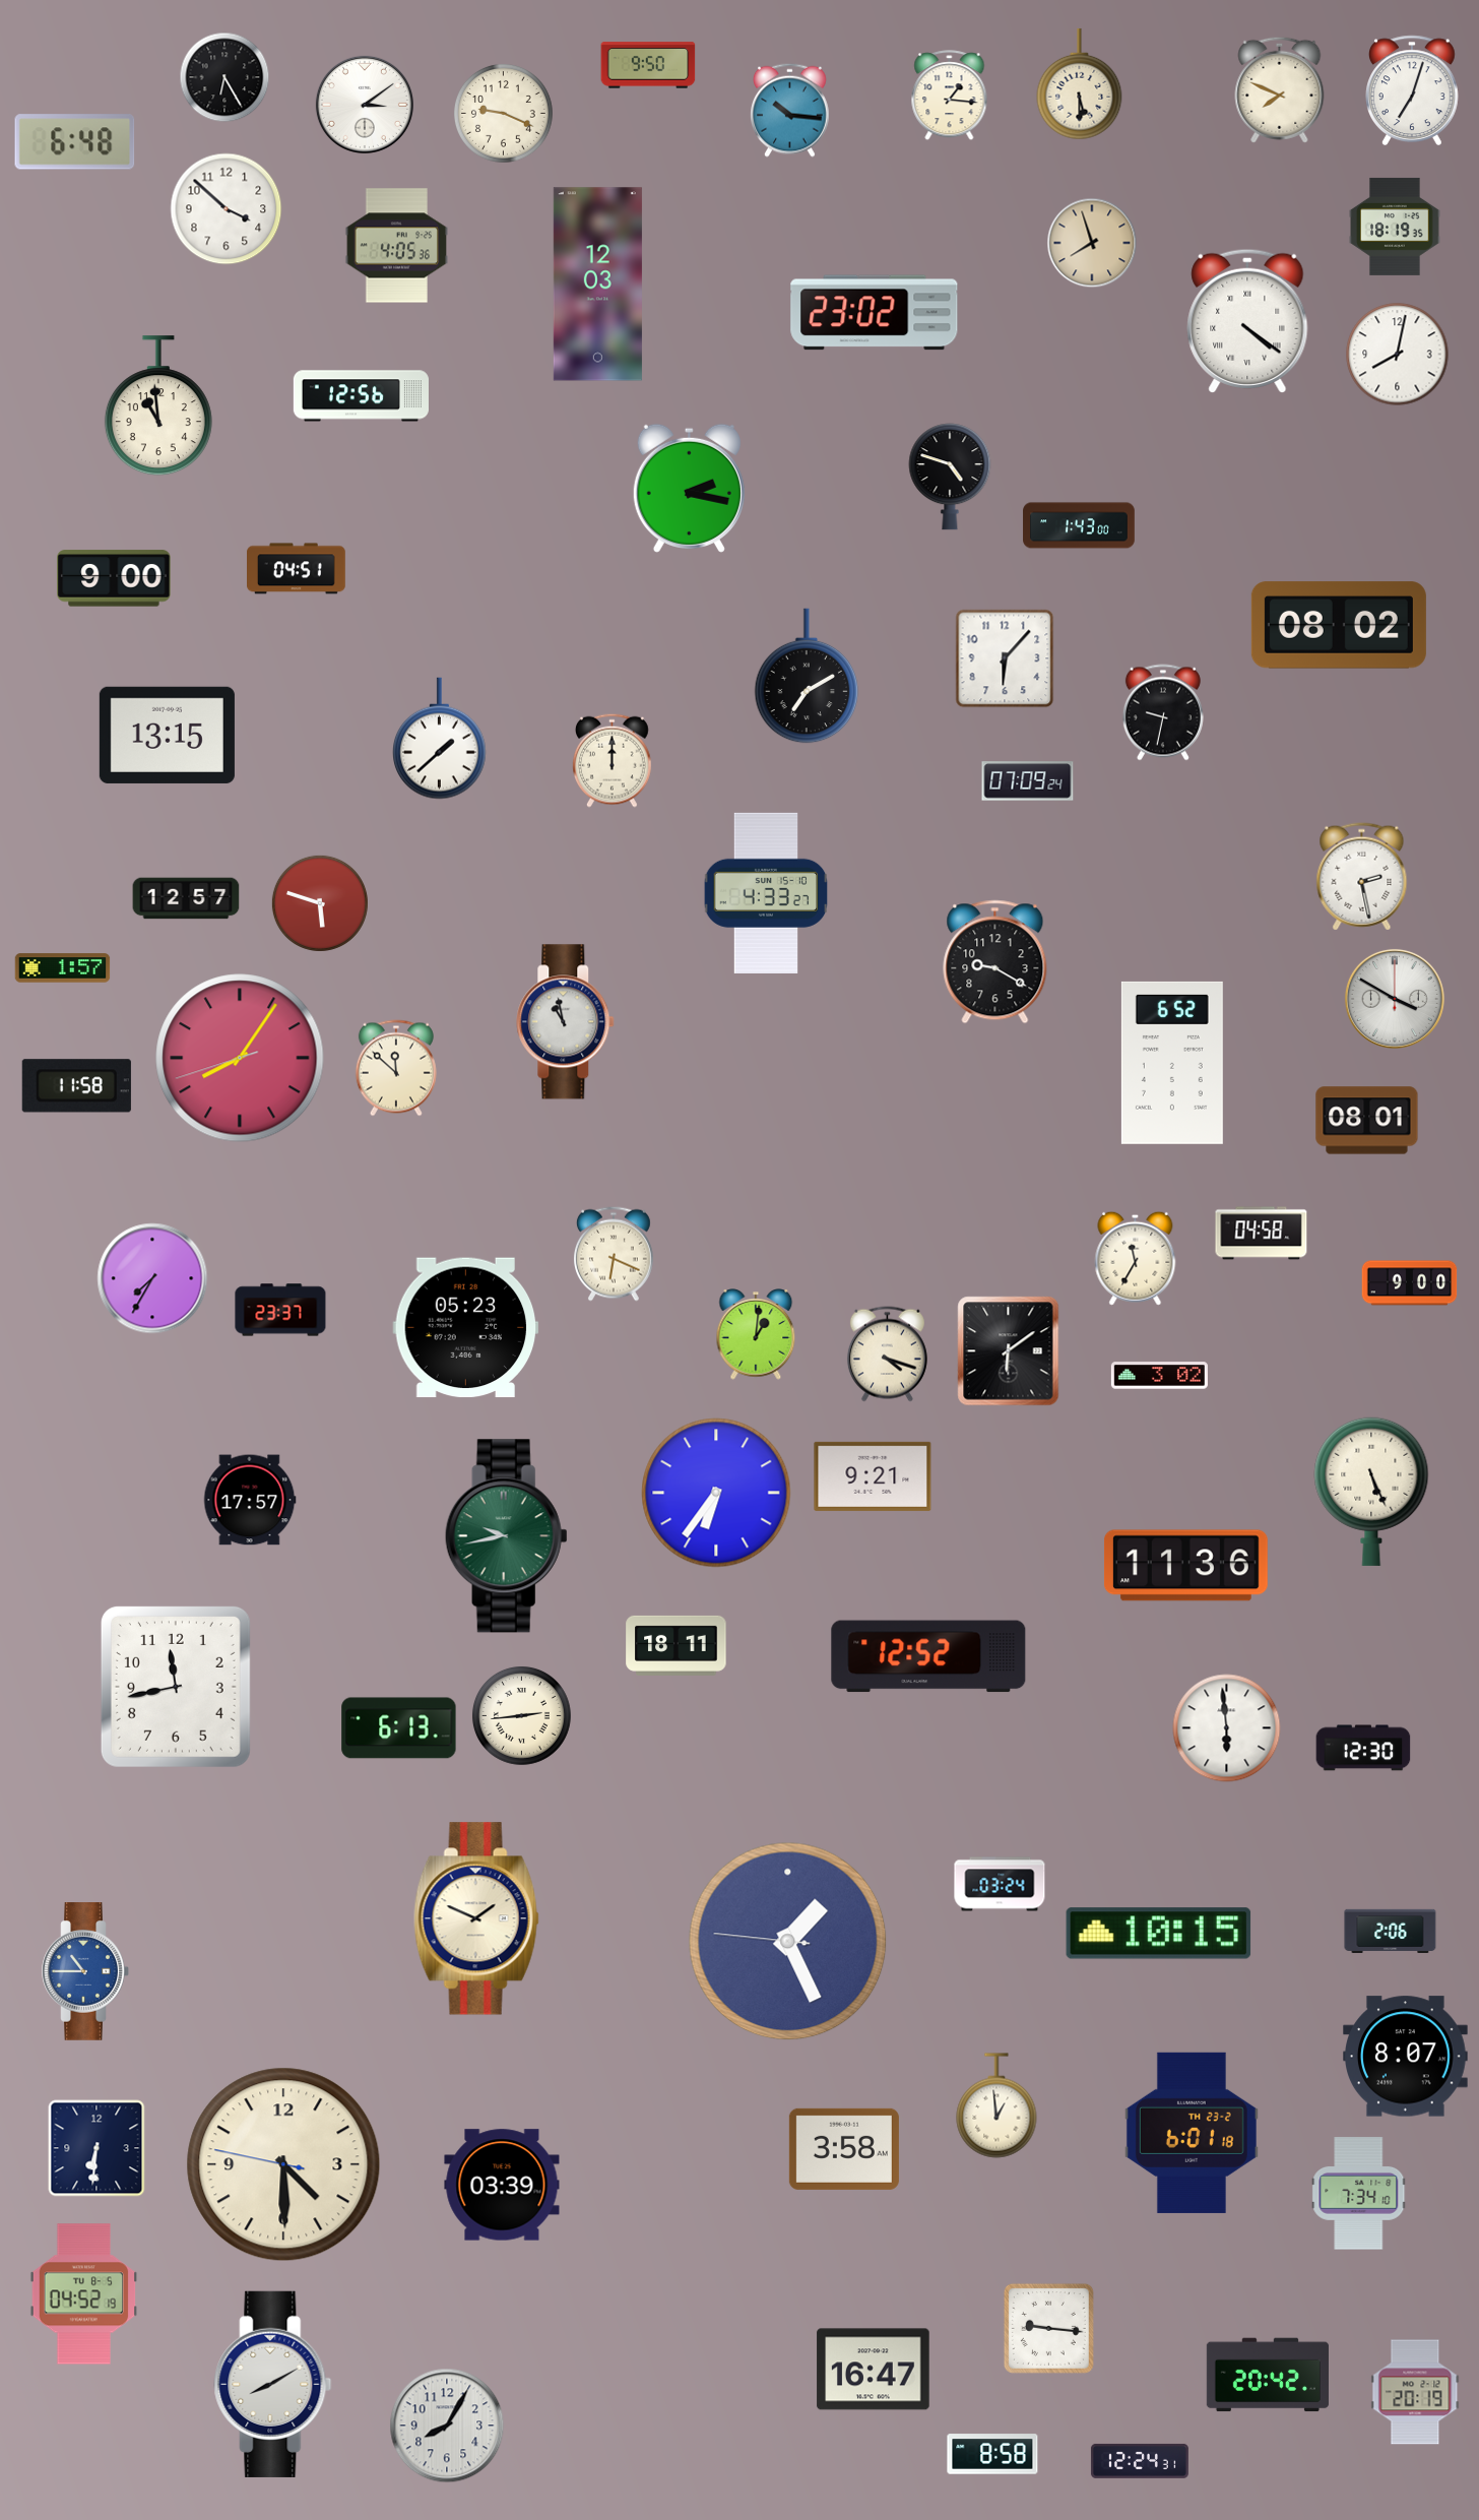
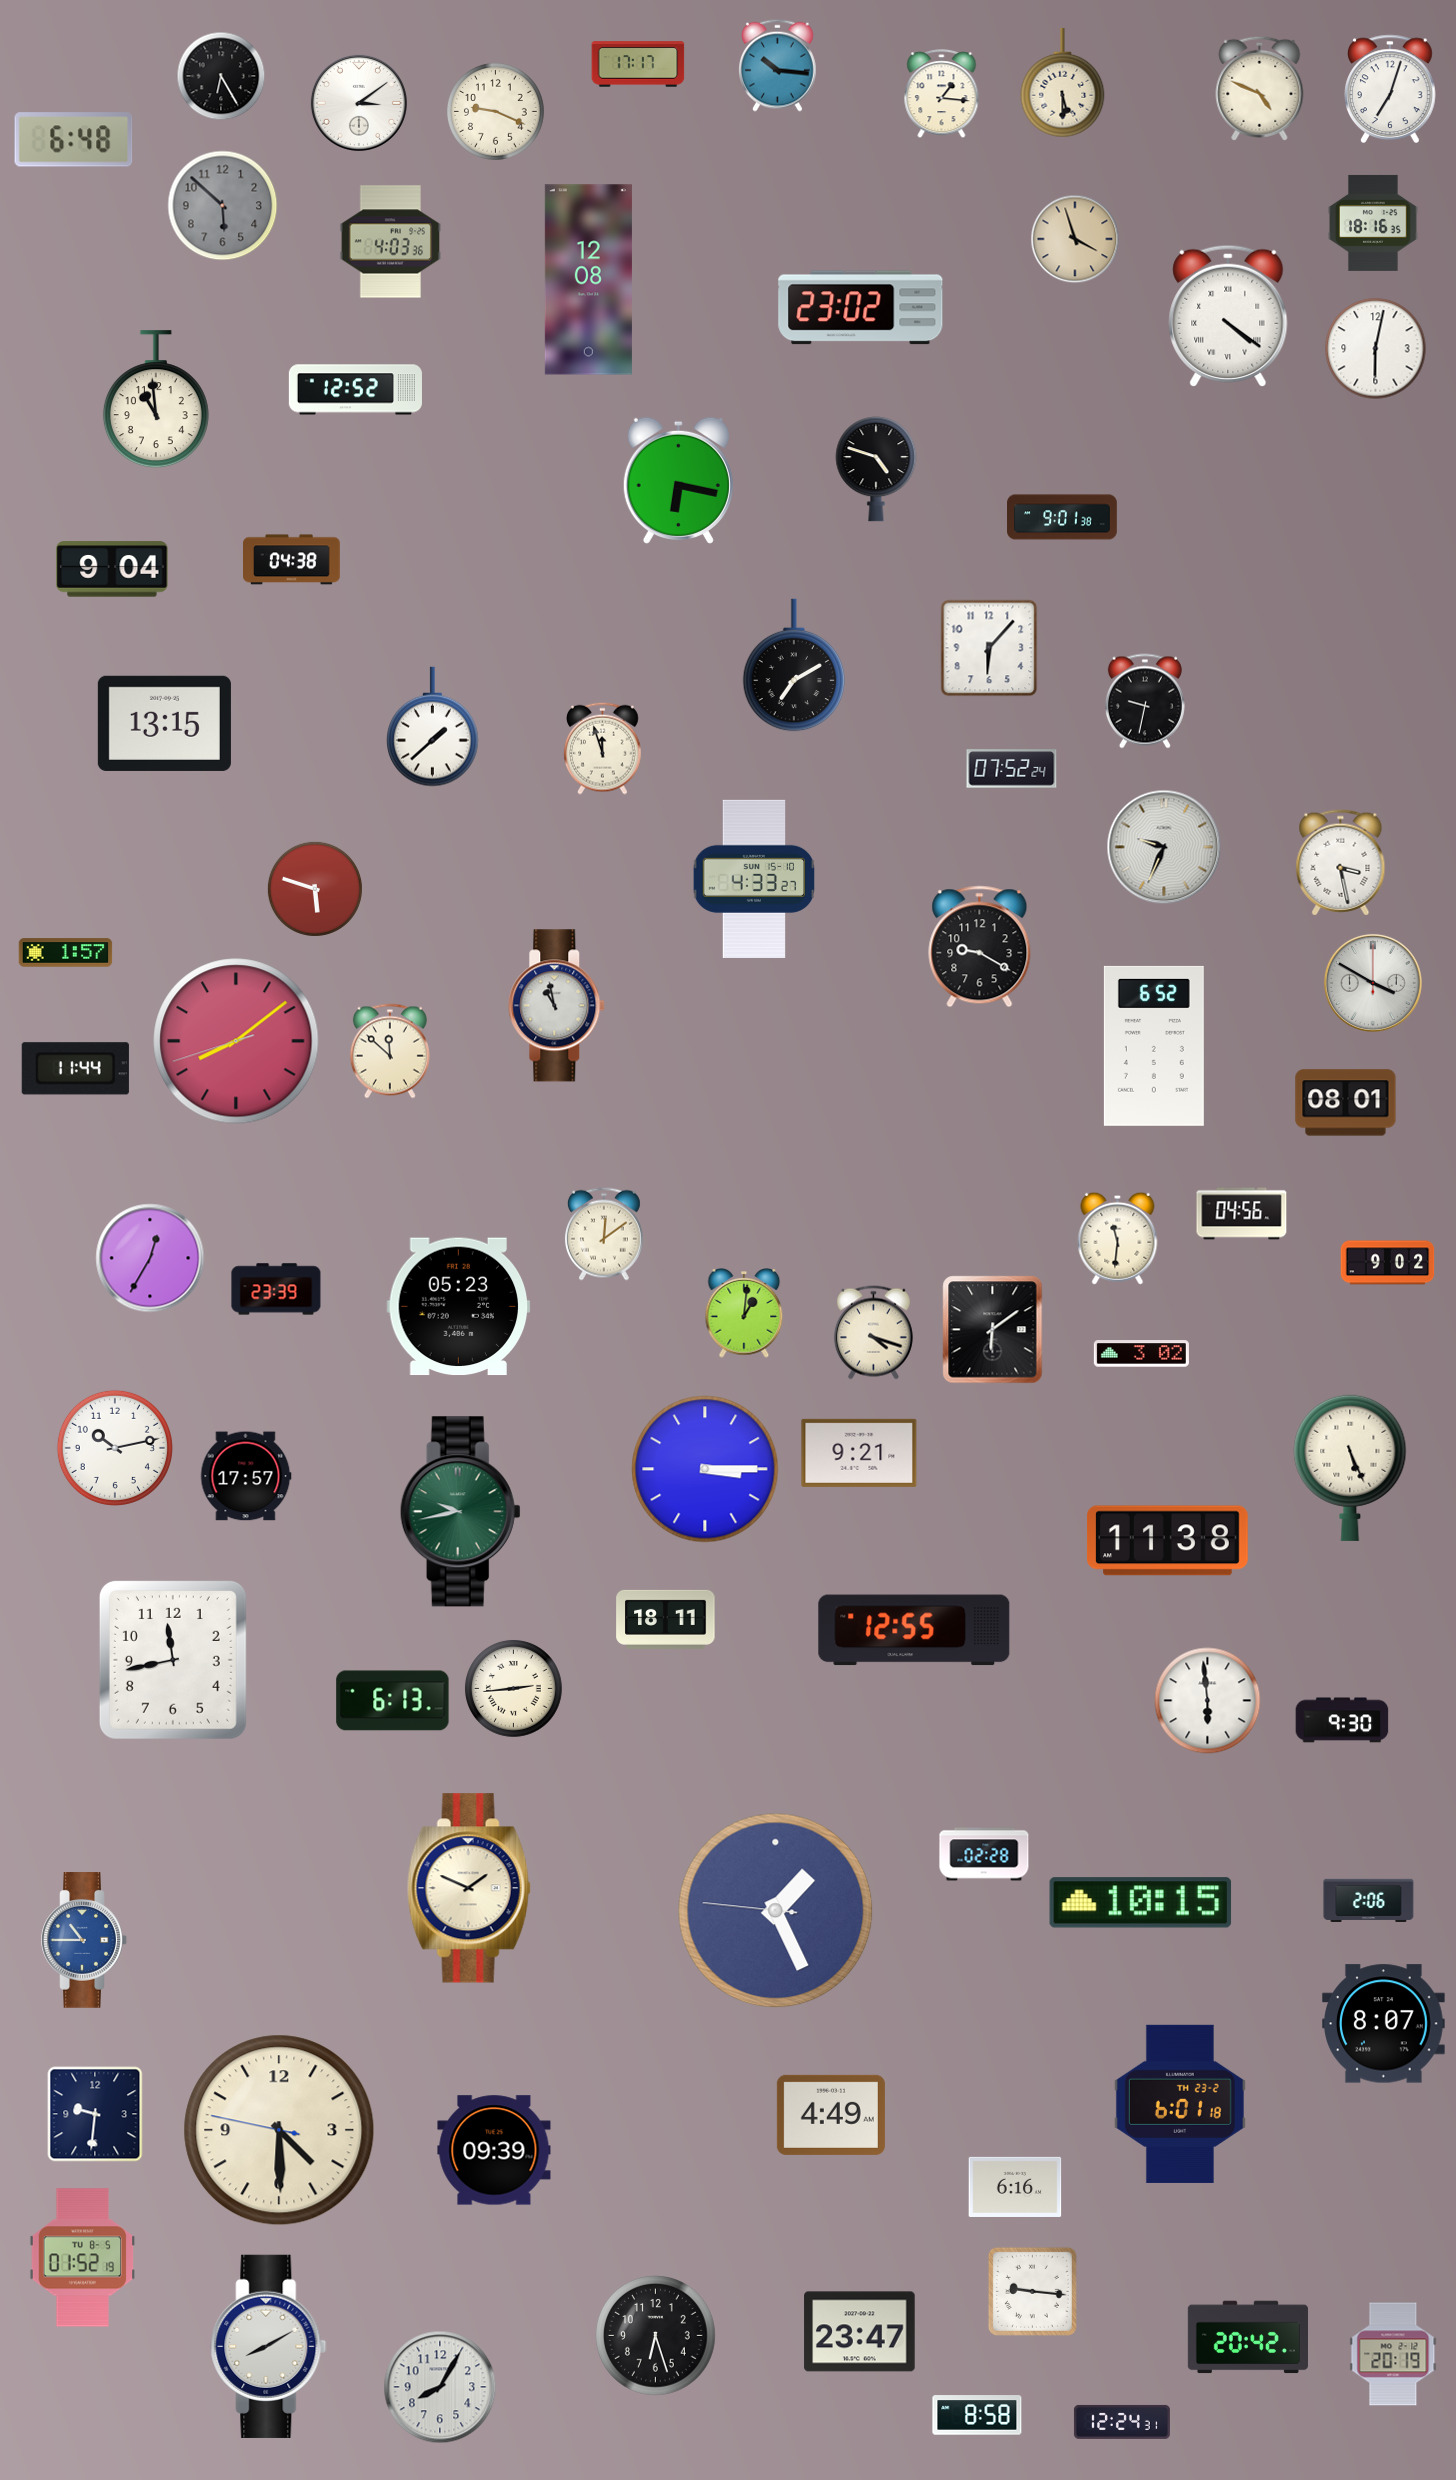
clock at (648, 65): 9:50 -> 17:17
clock at (1280, 89): 7:49 -> 4:49
clock at (950, 96) position: (950, 96) -> (942, 94)
clock at (790, 110) position: (790, 110) -> (778, 65)
clock at (227, 209): 3:52 -> 5:52
clock at (227, 209) dial: white -> grey
clock at (1396, 227): 18:19 -> 18:16
clock at (1092, 243): 7:57 -> 3:57
clock at (396, 246): 4:05 -> 4:03
clock at (597, 285): 12:03 -> 12:08
clock at (1398, 355): 8:02 -> 6:02
clock at (361, 396): 12:56 -> 12:52
clock at (950, 477) position: (950, 477) -> (876, 469)
clock at (689, 488): 2:17 -> 6:17
clock at (1079, 525): 1:43 -> 9:01
clock at (297, 569): 04:51 -> 04:38
clock at (114, 578): 9:00 -> 9:04
clock at (1339, 625): 08:02 -> none
clock at (613, 760): 12:00 -> 11:57
clock at (1028, 781): 07:09 -> 07:52
clock at (1164, 847): none -> 9:34
clock at (1362, 877): 2:28 -> 3:28
clock at (186, 898): 12:57 -> none
clock at (63, 968) position: (63, 968) -> (66, 953)
clock at (240, 1058): 8:05 -> 8:08
clock at (76, 1086): 11:58 -> 11:44
clock at (1262, 1234): 04:58 -> 04:56
clock at (614, 1254): 6:19 -> 12:09
clock at (1136, 1258): 11:35 -> 11:31
clock at (152, 1278): 7:35 -> 12:35
clock at (1410, 1283): 9:00 -> 9:02
clock at (280, 1310): 23:37 -> 23:39
clock at (115, 1448): none -> 10:13
clock at (716, 1493): 6:36 -> 3:15
clock at (506, 1536) position: (506, 1536) -> (460, 1512)
clock at (1185, 1566): 11:36 -> 11:38
clock at (928, 1656): 12:52 -> 12:55
clock at (1363, 1748): 12:30 -> 9:30
clock at (1000, 1884): 03:24 -> 02:28
clock at (996, 2105): 12:59 -> none
clock at (1192, 2133) position: (1192, 2133) -> (1180, 2104)
clock at (97, 2148): 6:31 -> 9:31
clock at (844, 2149): 3:58 -> 4:49
clock at (502, 2185): 03:39 -> 09:39
clock at (1359, 2194): 7:34 -> none
clock at (1015, 2187): none -> 6:16
clock at (84, 2294): 04:52 -> 01:52
clock at (874, 2370): 16:47 -> 23:47
clock at (656, 2336): none -> 6:27
